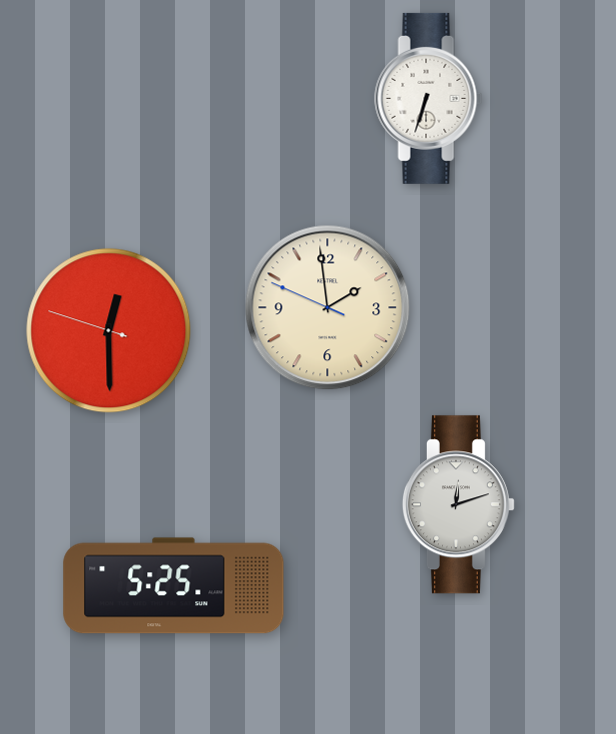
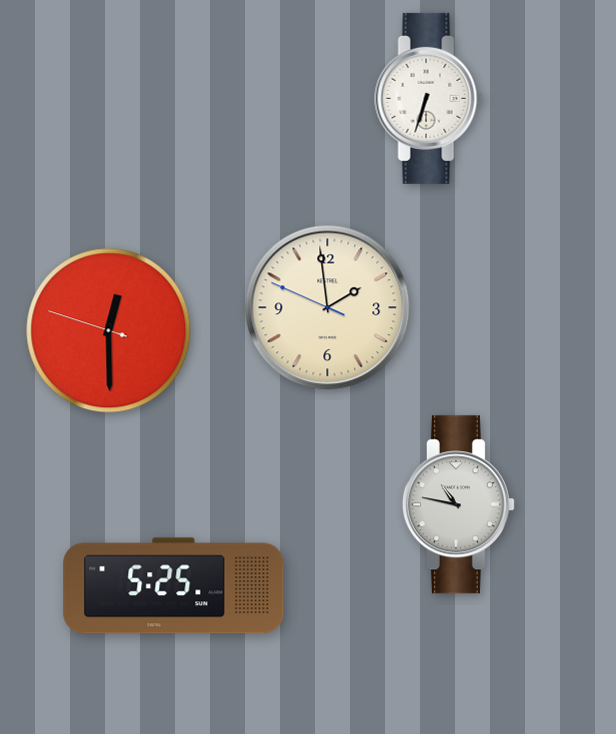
clock at (458, 505): 12:12 -> 10:47
